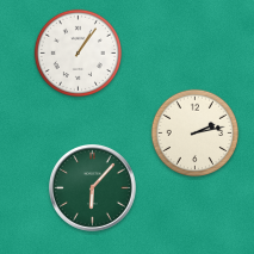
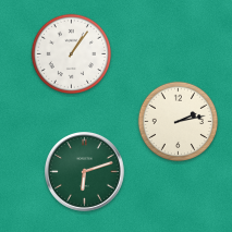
clock at (79, 54) position: (79, 54) -> (72, 54)
clock at (93, 188): 6:07 -> 6:12
